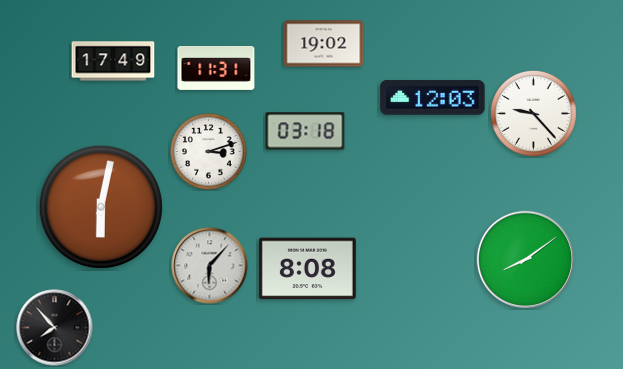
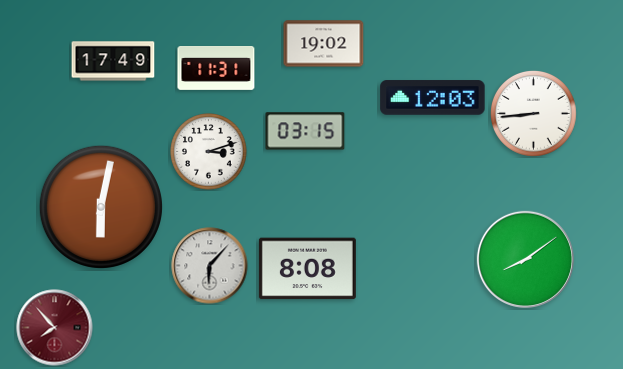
clock at (533, 113): 9:23 -> 8:44
clock at (305, 131): 03:18 -> 03:15
clock at (55, 328) dial: black -> burgundy
